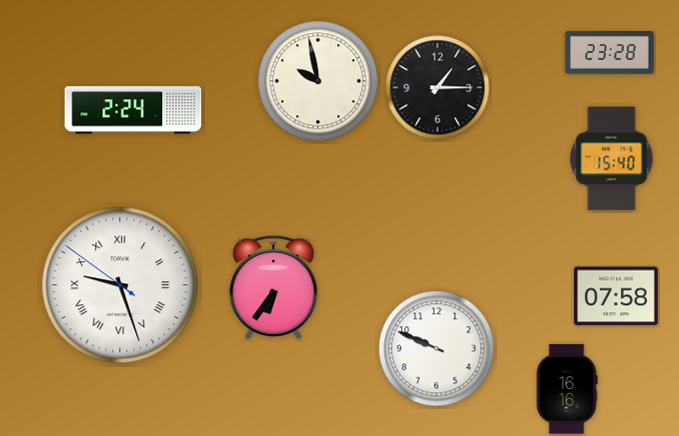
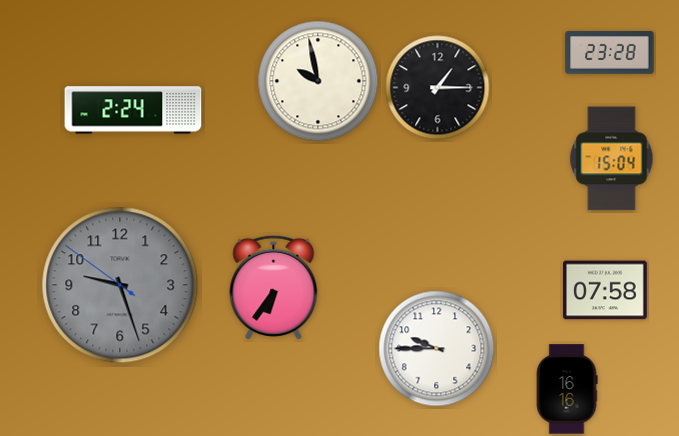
clock at (612, 159): 15:40 -> 15:04
clock at (120, 285) dial: white -> grey
clock at (120, 285) numerals: Roman -> Arabic
clock at (616, 296) position: (616, 296) -> (605, 290)
clock at (437, 349): 9:49 -> 9:45
